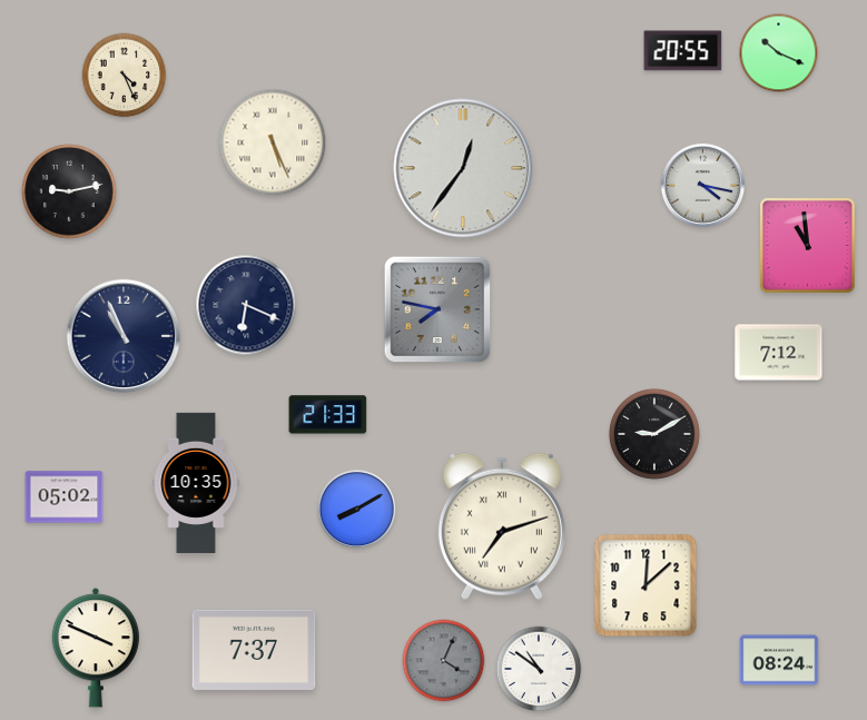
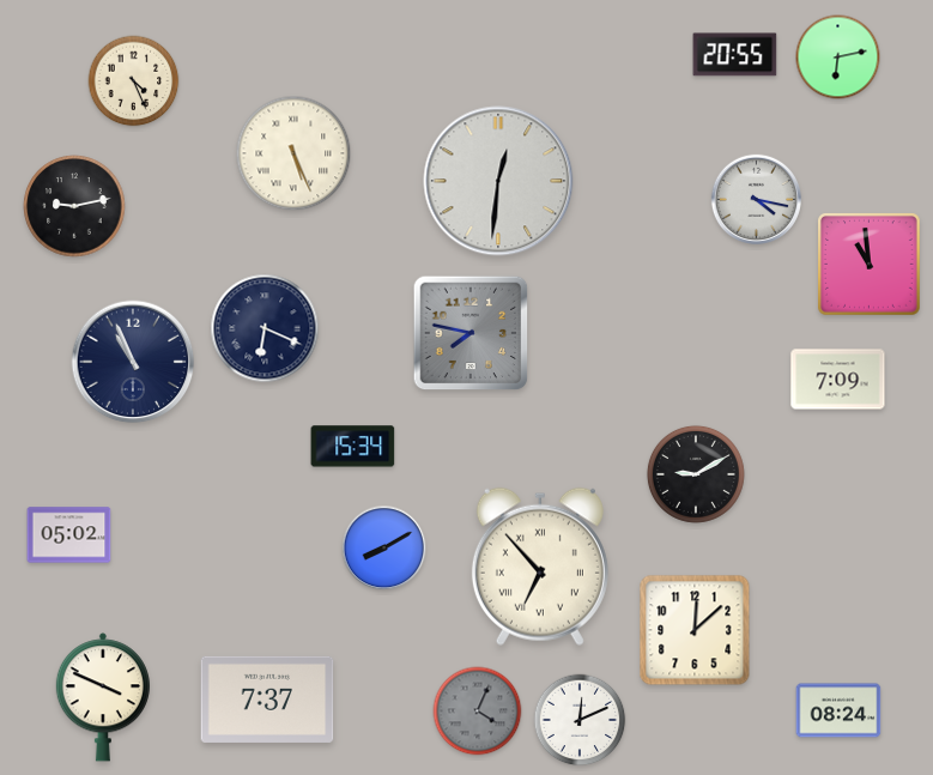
clock at (779, 53): 10:19 -> 6:13
clock at (463, 168): 12:36 -> 12:31
clock at (779, 353): 7:12 -> 7:09
clock at (328, 415): 21:33 -> 15:34
clock at (654, 434) position: (654, 434) -> (696, 474)
clock at (196, 483): 10:35 -> none
clock at (502, 526): 7:12 -> 6:53
clock at (254, 650) position: (254, 650) -> (267, 700)
clock at (539, 669): 10:51 -> 12:11
